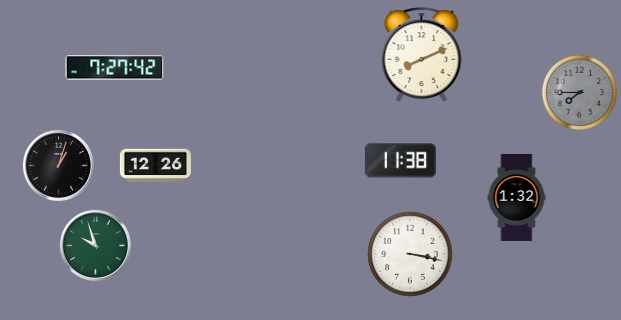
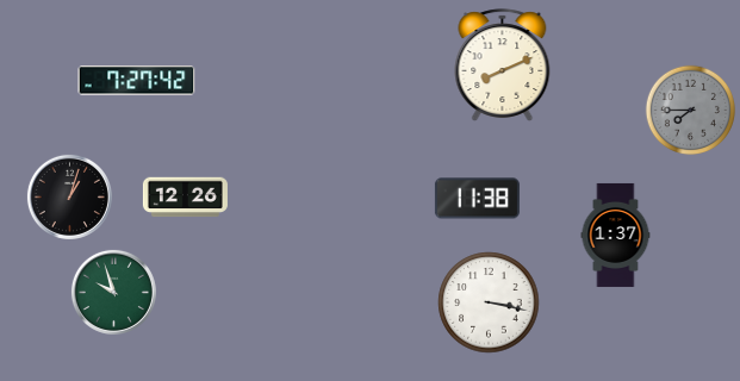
clock at (400, 161) position: (400, 161) -> (477, 199)
clock at (517, 197): 1:32 -> 1:37
